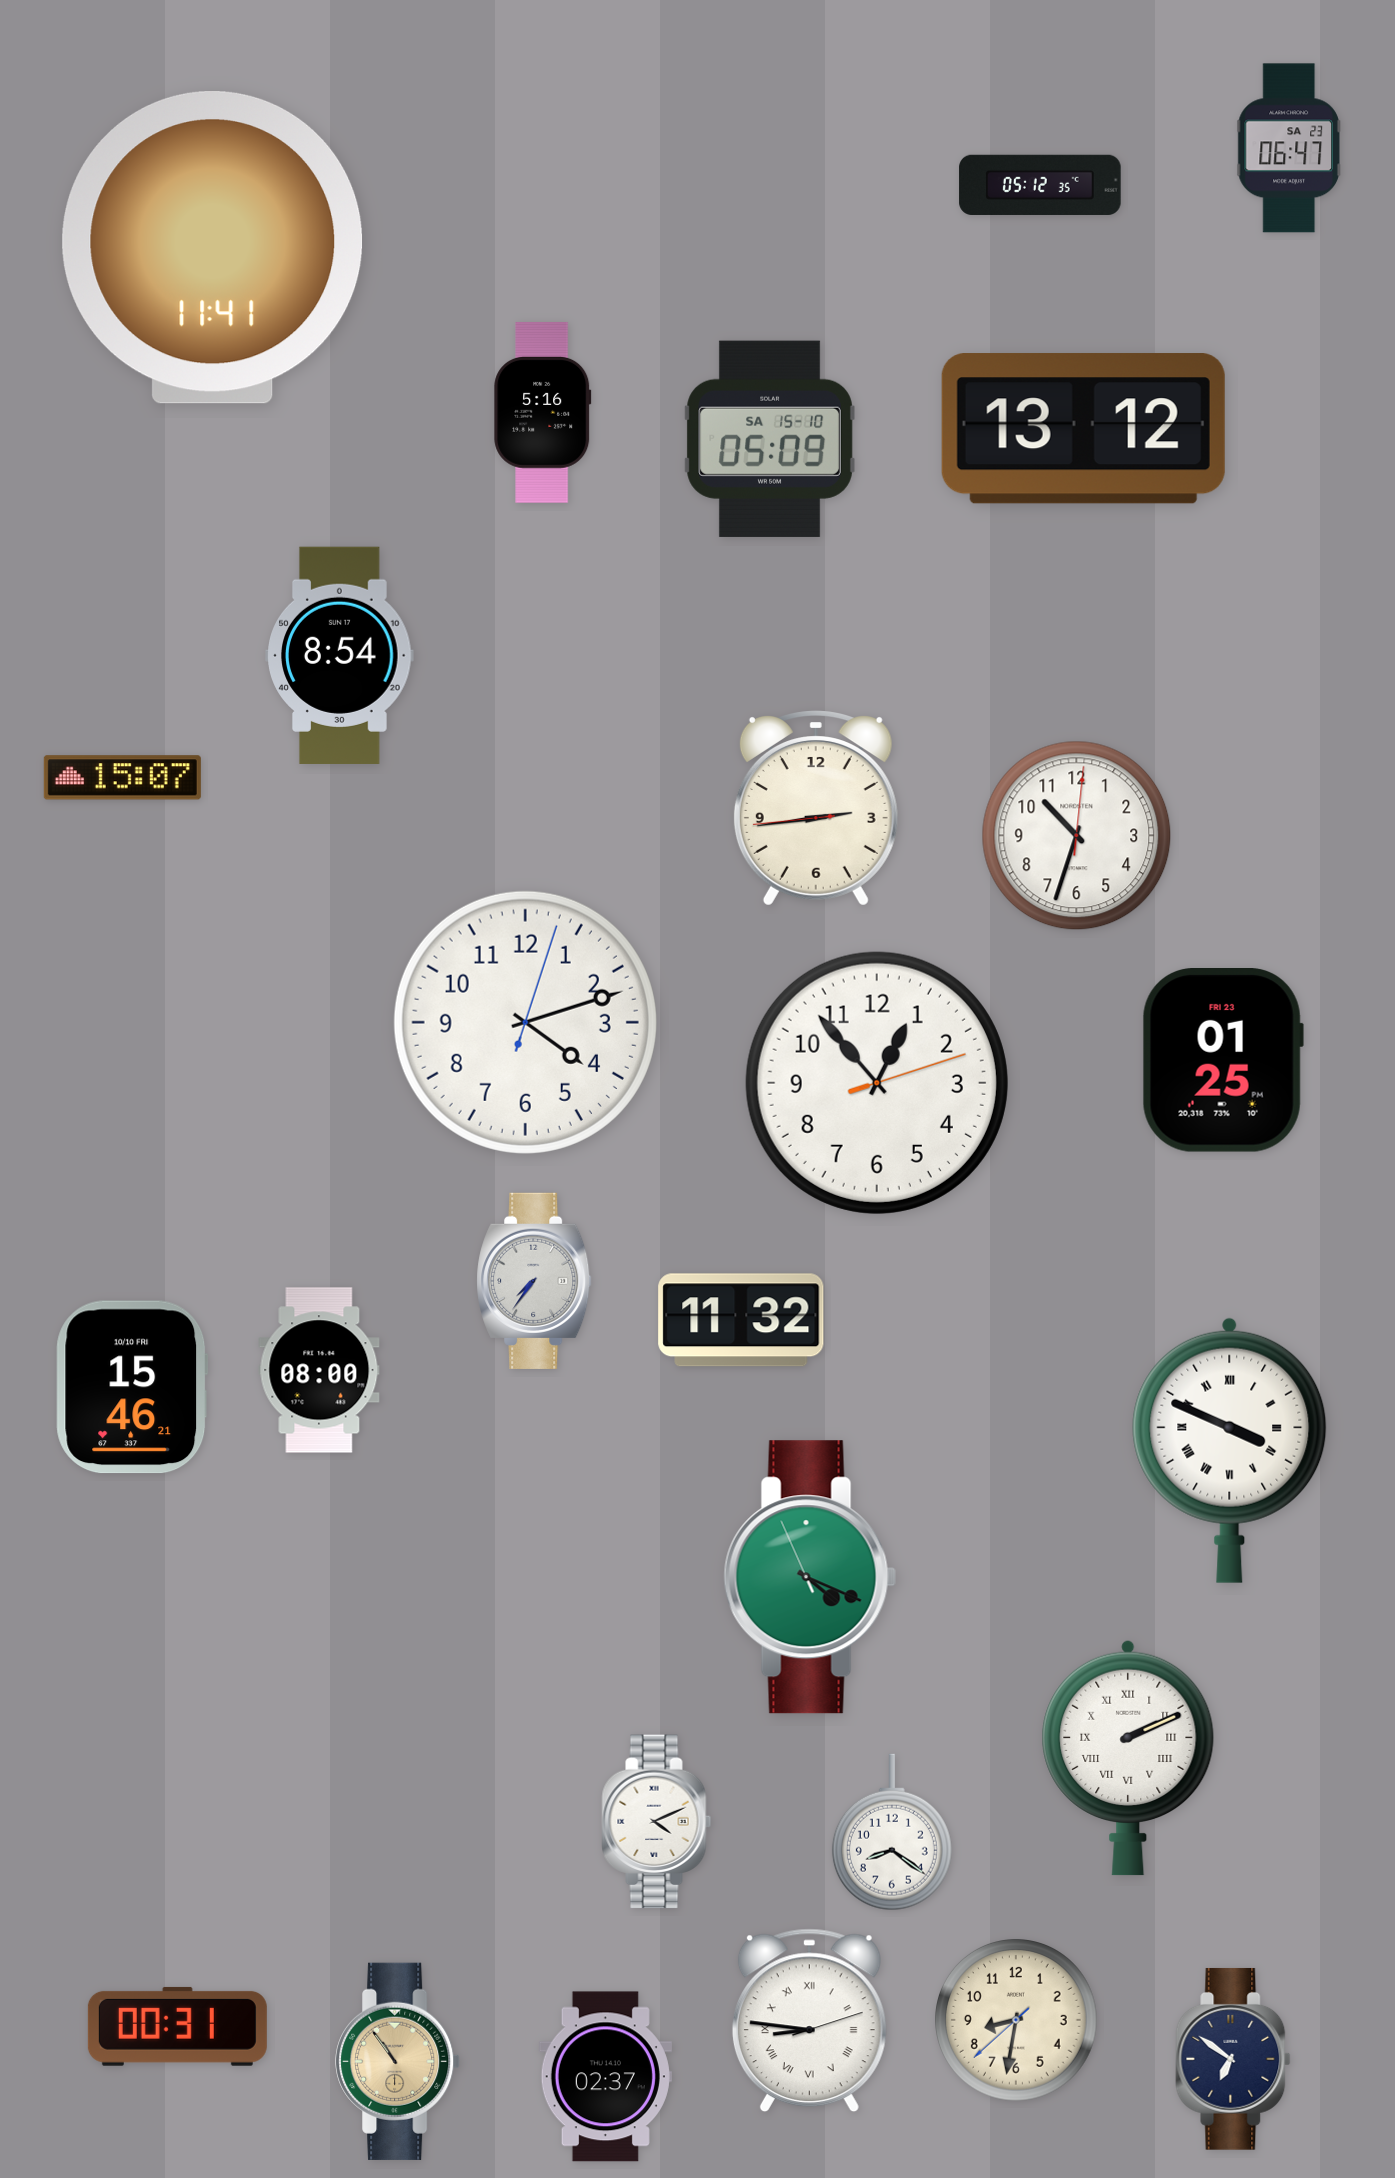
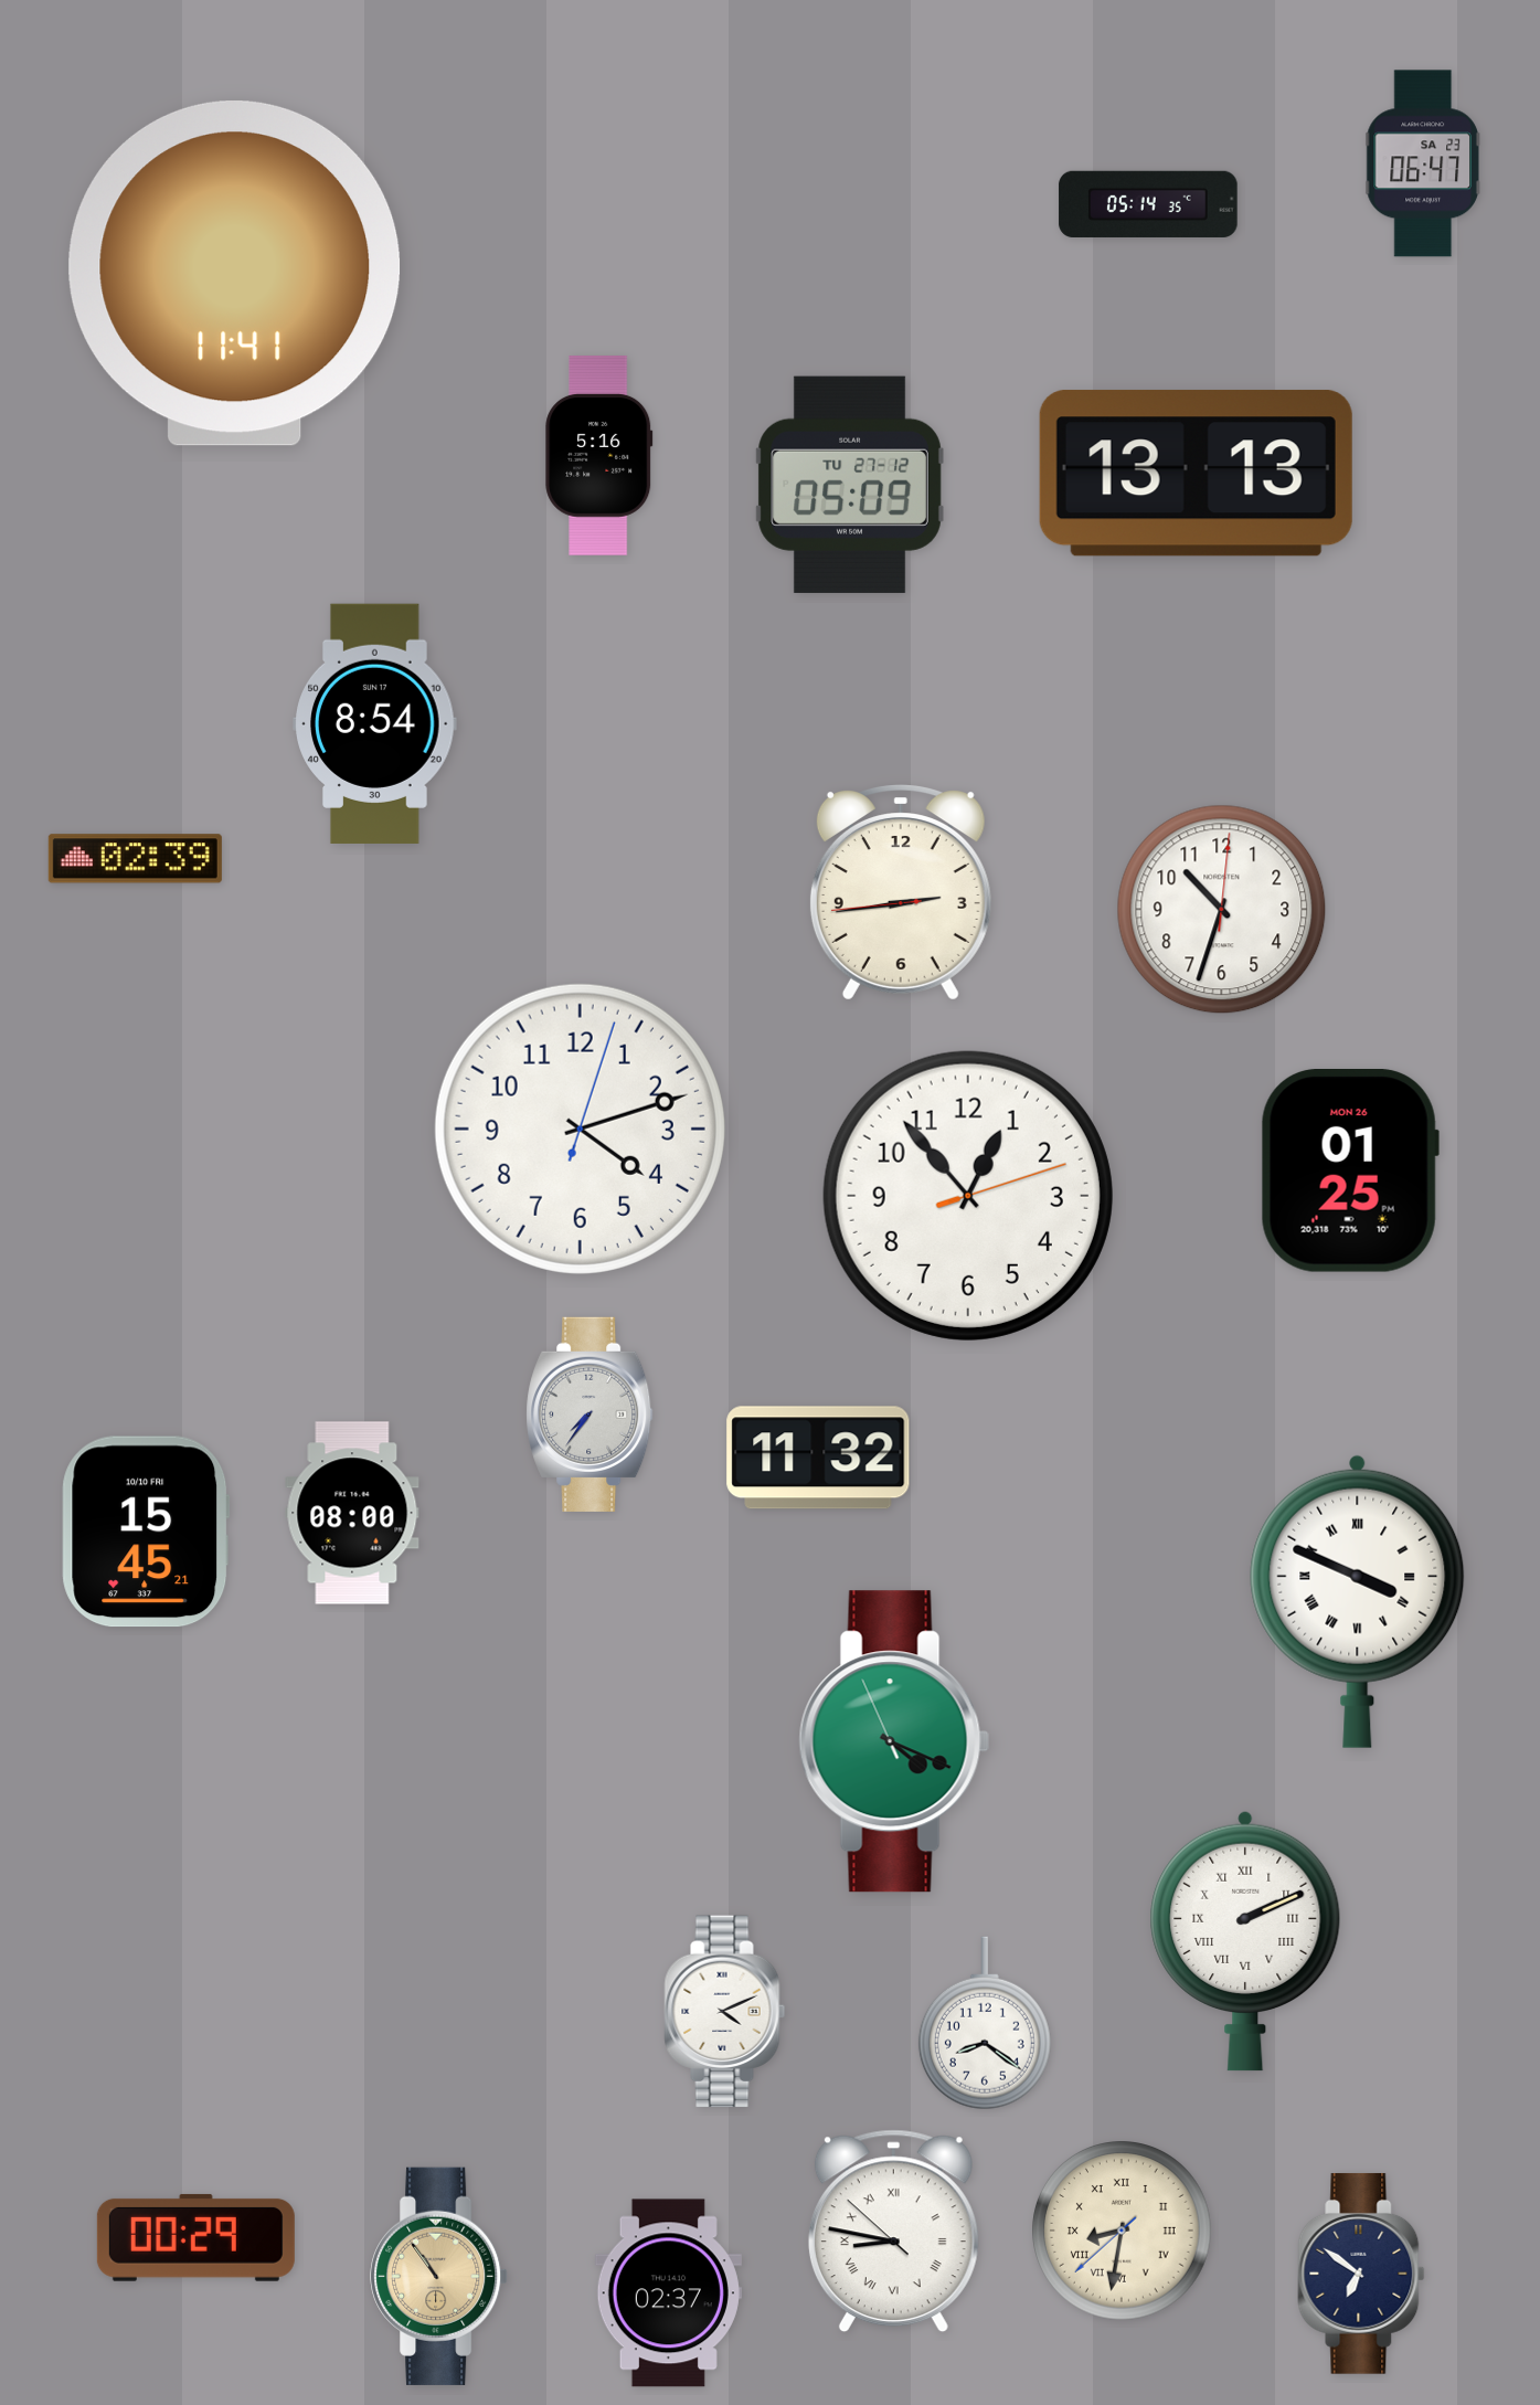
clock at (1040, 185): 05:12 -> 05:14
clock at (1083, 429): 13:12 -> 13:13
clock at (770, 439) date: SA 15-10 -> TU 27-12
clock at (122, 778): 15:07 -> 02:39
clock at (1077, 836) position: (1077, 836) -> (1222, 910)
clock at (1223, 1061) date: FRI 23 -> MON 26
clock at (132, 1387): 15:46 -> 15:45
clock at (809, 2021): 8:46:12 -> 8:46:52
clock at (1017, 2021) numerals: Arabic -> Roman
clock at (177, 2026): 00:31 -> 00:29
